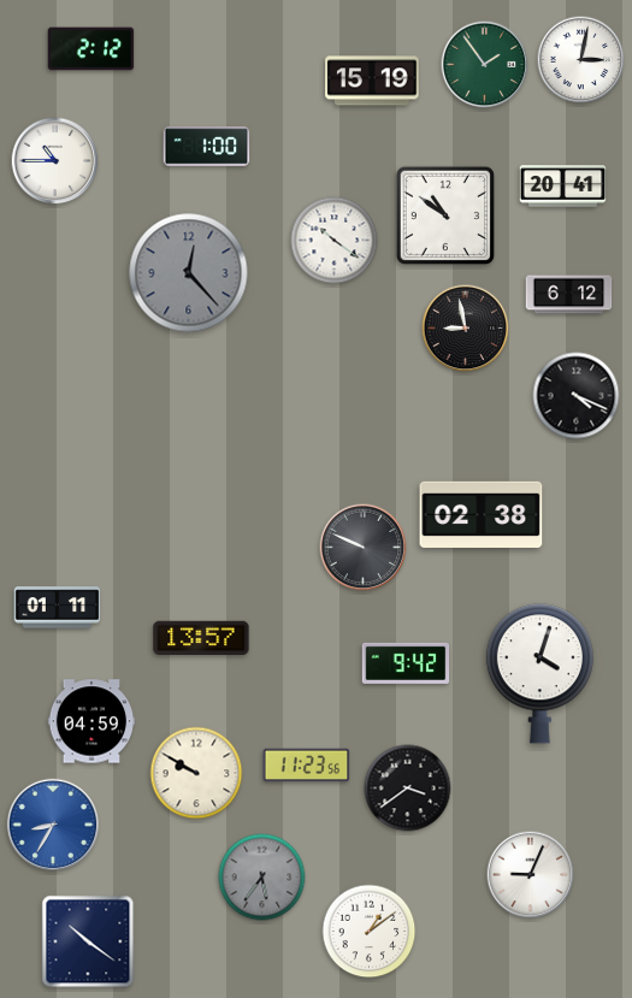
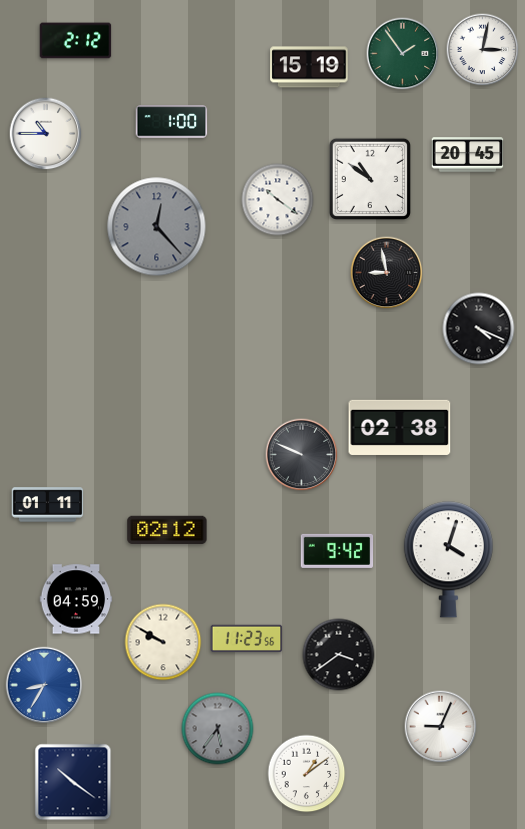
clock at (563, 187): 20:41 -> 20:45
clock at (569, 295): 6:12 -> none
clock at (201, 637): 13:57 -> 02:12
clock at (307, 766) position: (307, 766) -> (247, 639)
